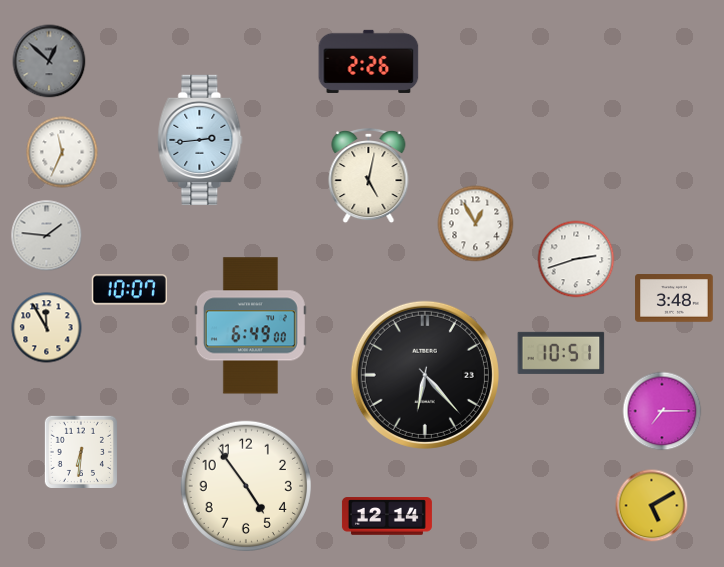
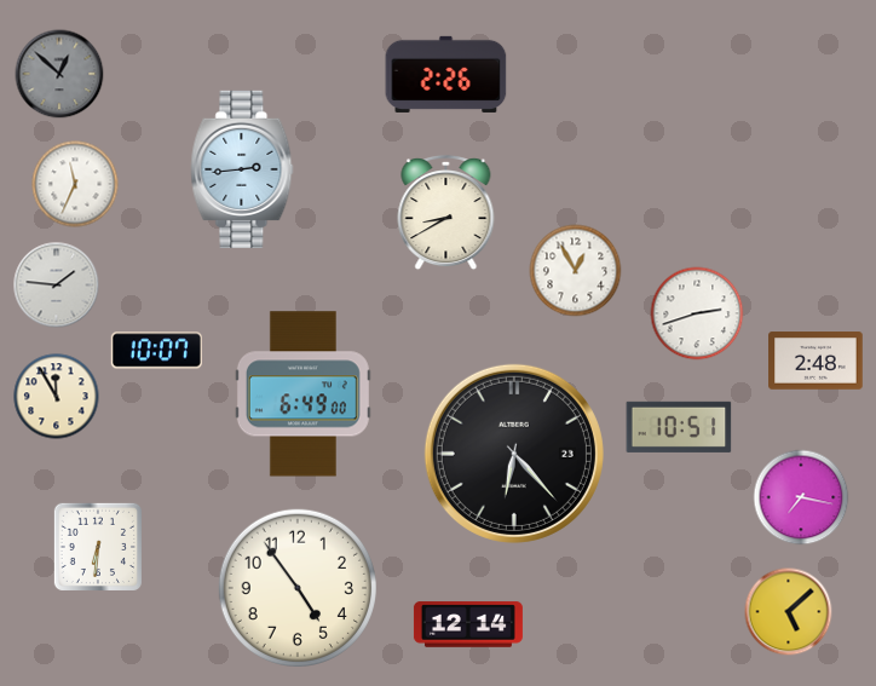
clock at (369, 176): 5:02 -> 8:40
clock at (674, 298): 3:48 -> 2:48
clock at (662, 411): 7:15 -> 7:17
clock at (652, 506): 5:10 -> 5:08
